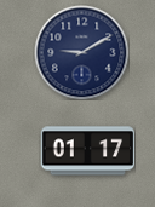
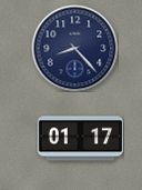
clock at (81, 52): 9:10 -> 8:23
